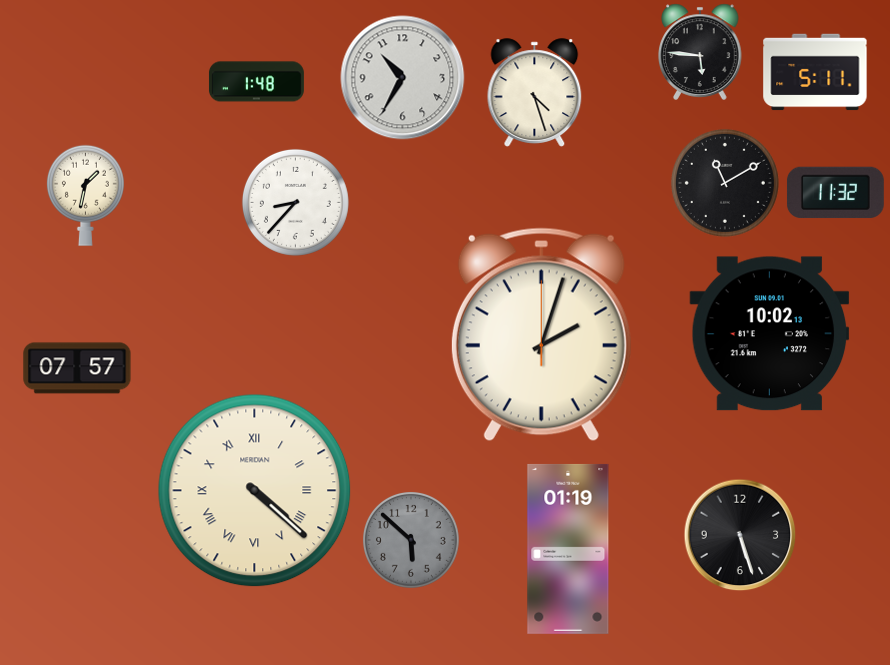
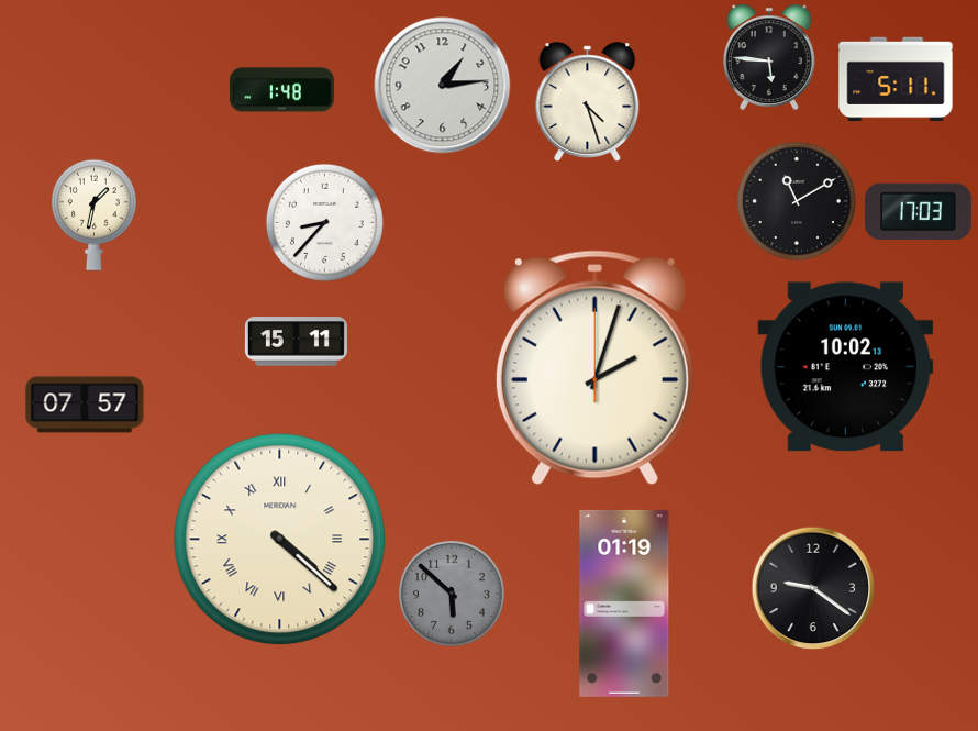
clock at (403, 78): 10:35 -> 1:14
clock at (835, 193): 11:32 -> 17:03
clock at (296, 342): none -> 15:11
clock at (740, 535): 5:27 -> 9:21
